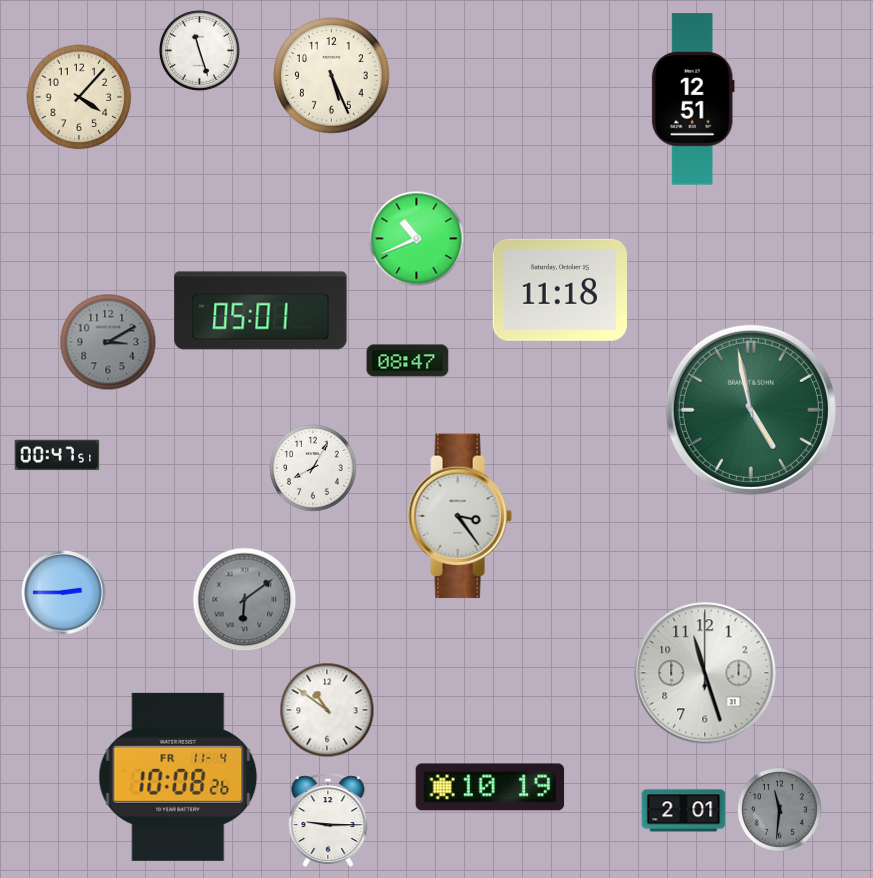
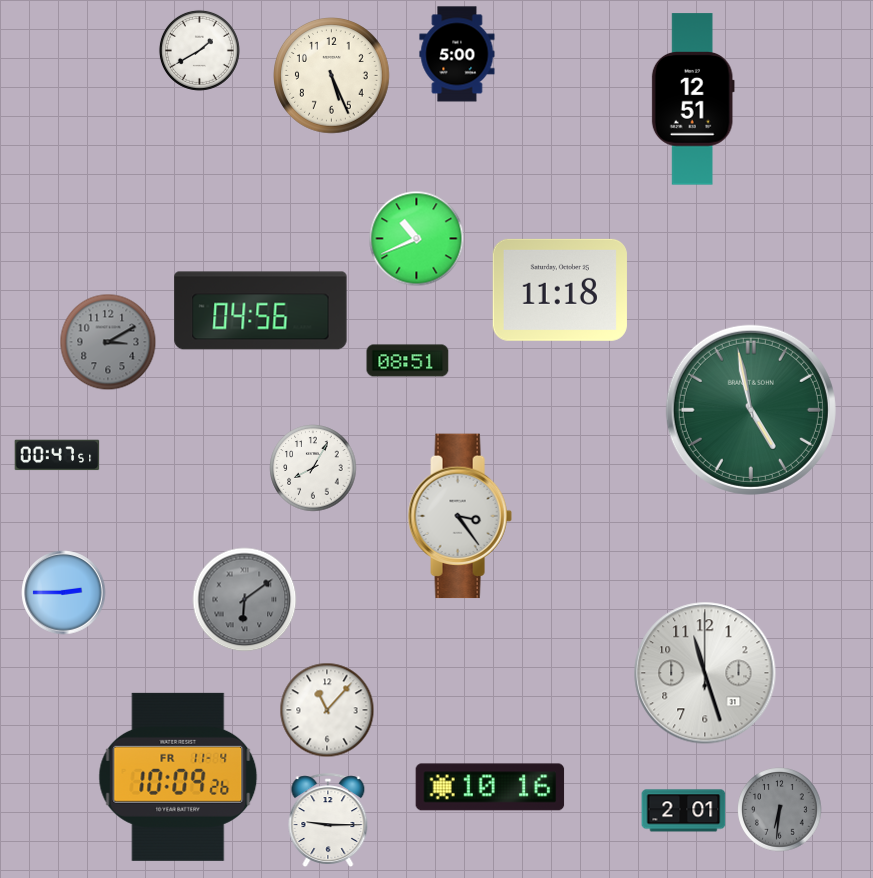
clock at (199, 50): 11:27 -> 1:40
clock at (457, 54): none -> 5:00
clock at (79, 97): 4:07 -> none
clock at (261, 311): 05:01 -> 04:56
clock at (408, 361): 08:47 -> 08:51
clock at (327, 710): 10:51 -> 11:07
clock at (178, 777): 10:08 -> 10:09
clock at (490, 787): 10:19 -> 10:16
clock at (780, 810): 11:31 -> 6:31
